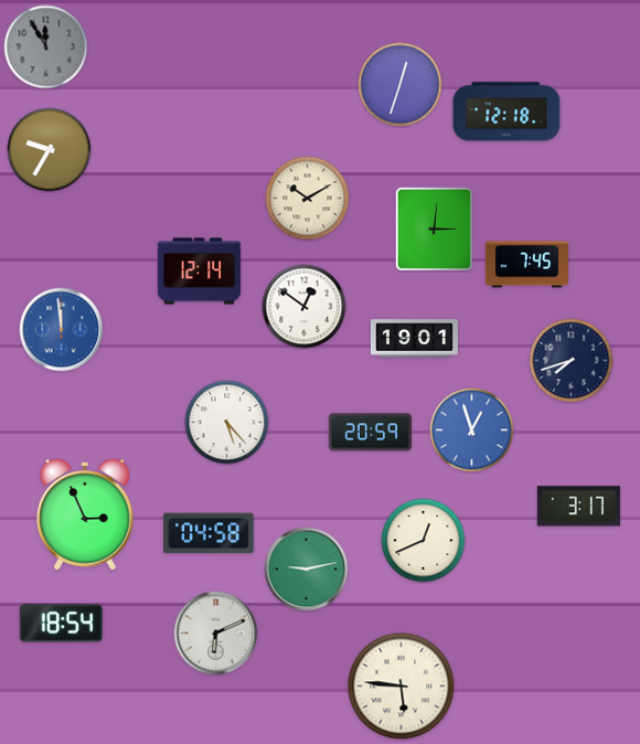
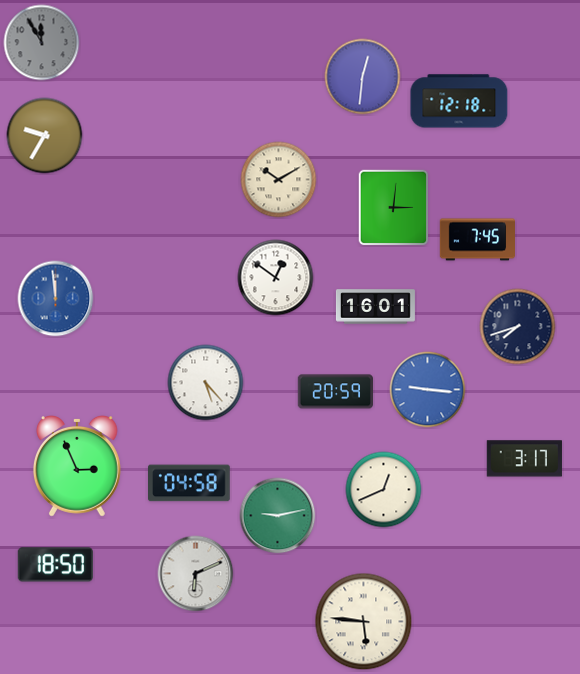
clock at (401, 85): 12:33 -> 12:31
clock at (200, 272): 12:14 -> none
clock at (414, 339): 19:01 -> 16:01
clock at (472, 431): 12:57 -> 9:16
clock at (61, 624): 18:54 -> 18:50
